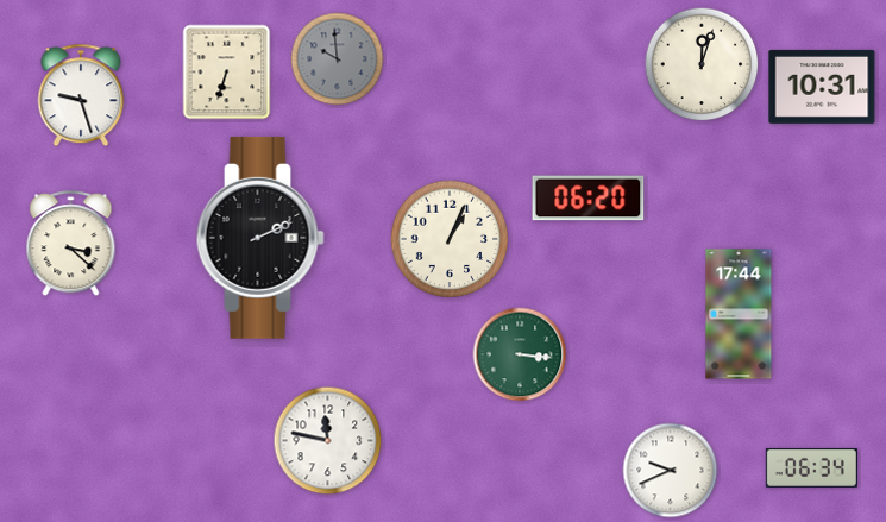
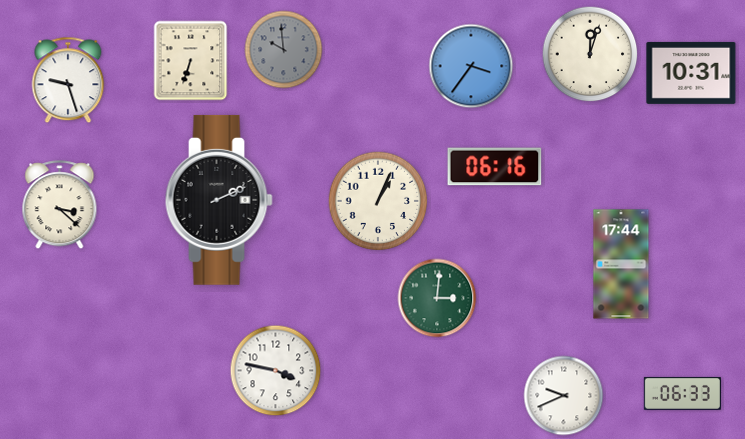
clock at (471, 66): none -> 3:36
clock at (589, 199): 06:20 -> 06:16
clock at (520, 354): 3:16 -> 3:01
clock at (328, 441): 11:47 -> 3:47
clock at (811, 468): 06:34 -> 06:33
